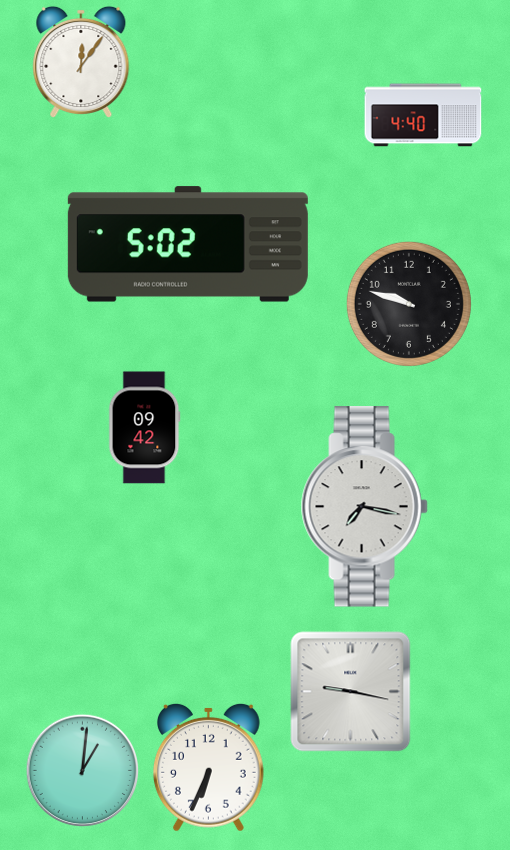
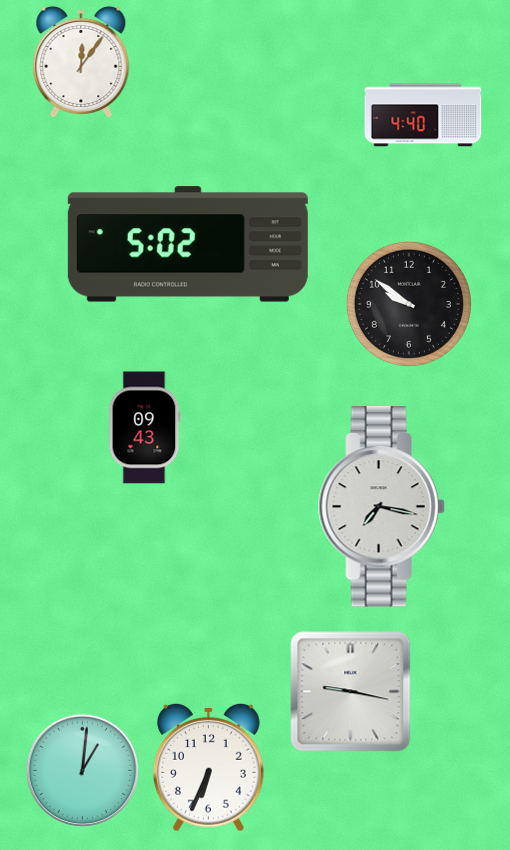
clock at (409, 304): 9:48 -> 9:51
clock at (145, 428): 09:42 -> 09:43
clock at (364, 507) position: (364, 507) -> (381, 507)
